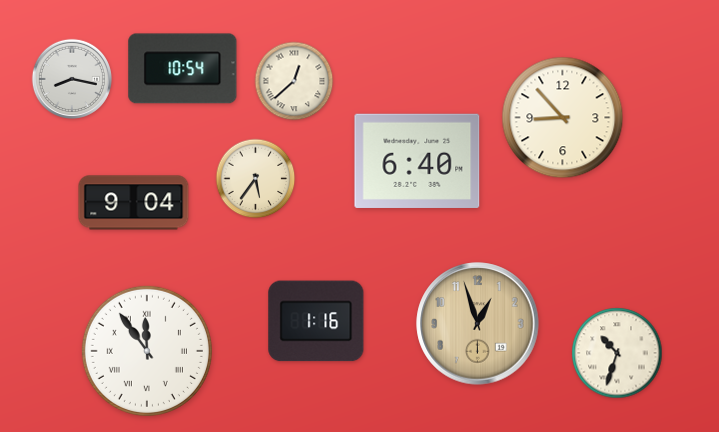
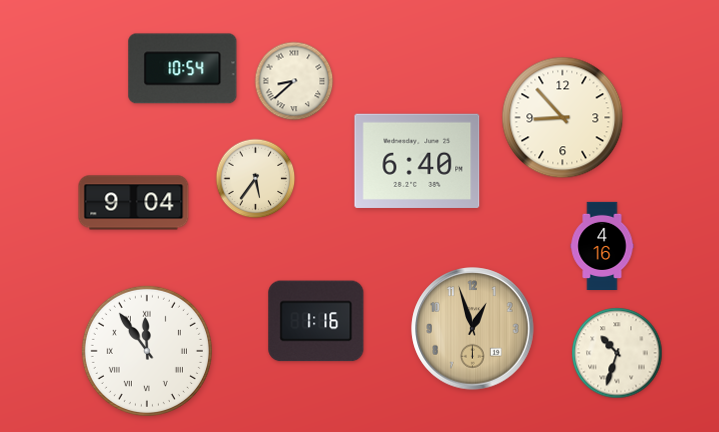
clock at (71, 79): 8:17 -> none
clock at (294, 81): 12:38 -> 8:38
clock at (602, 245): none -> 4:16
clock at (478, 324) position: (478, 324) -> (473, 329)
